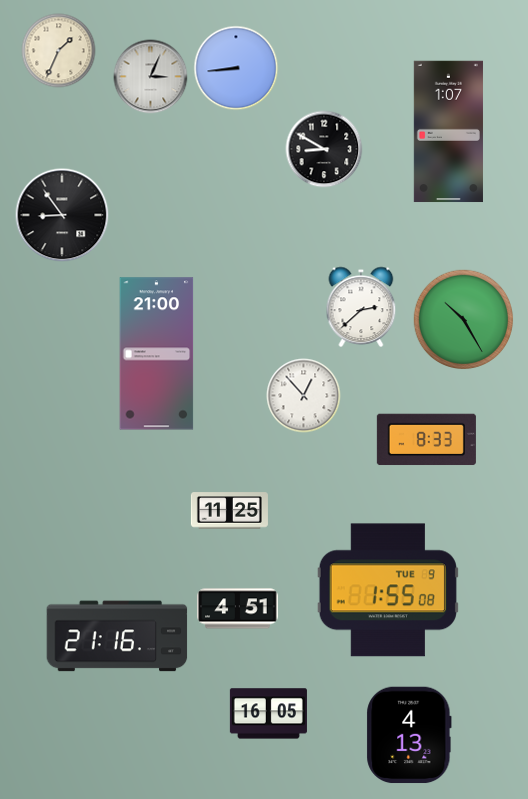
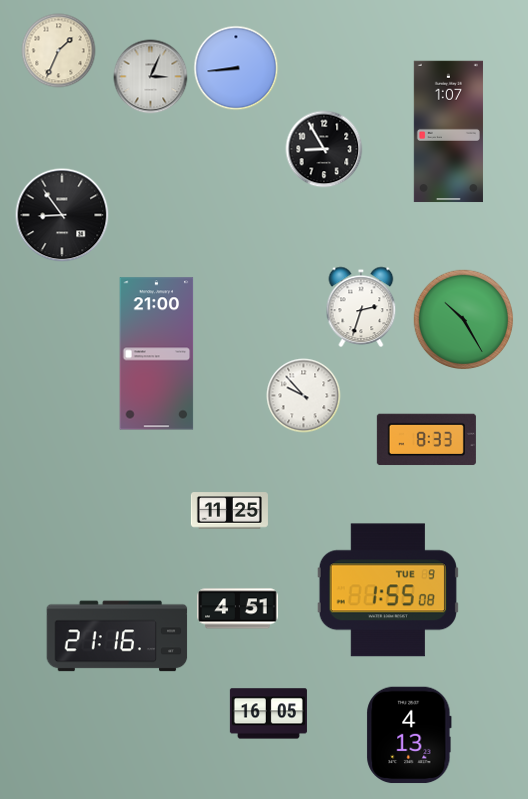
clock at (324, 149): 8:50 -> 8:55
clock at (361, 307): 2:38 -> 2:33
clock at (304, 396): 12:53 -> 9:53
